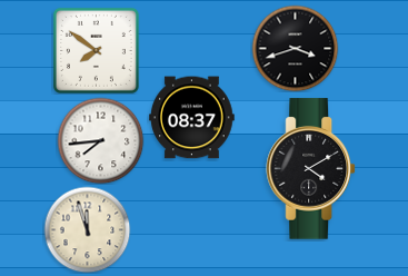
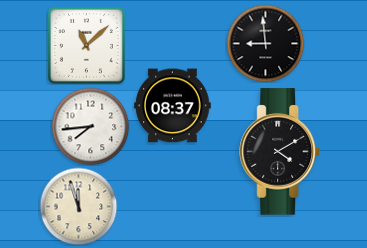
clock at (295, 48): 3:42 -> 8:59
clock at (96, 50): 7:51 -> 11:08
